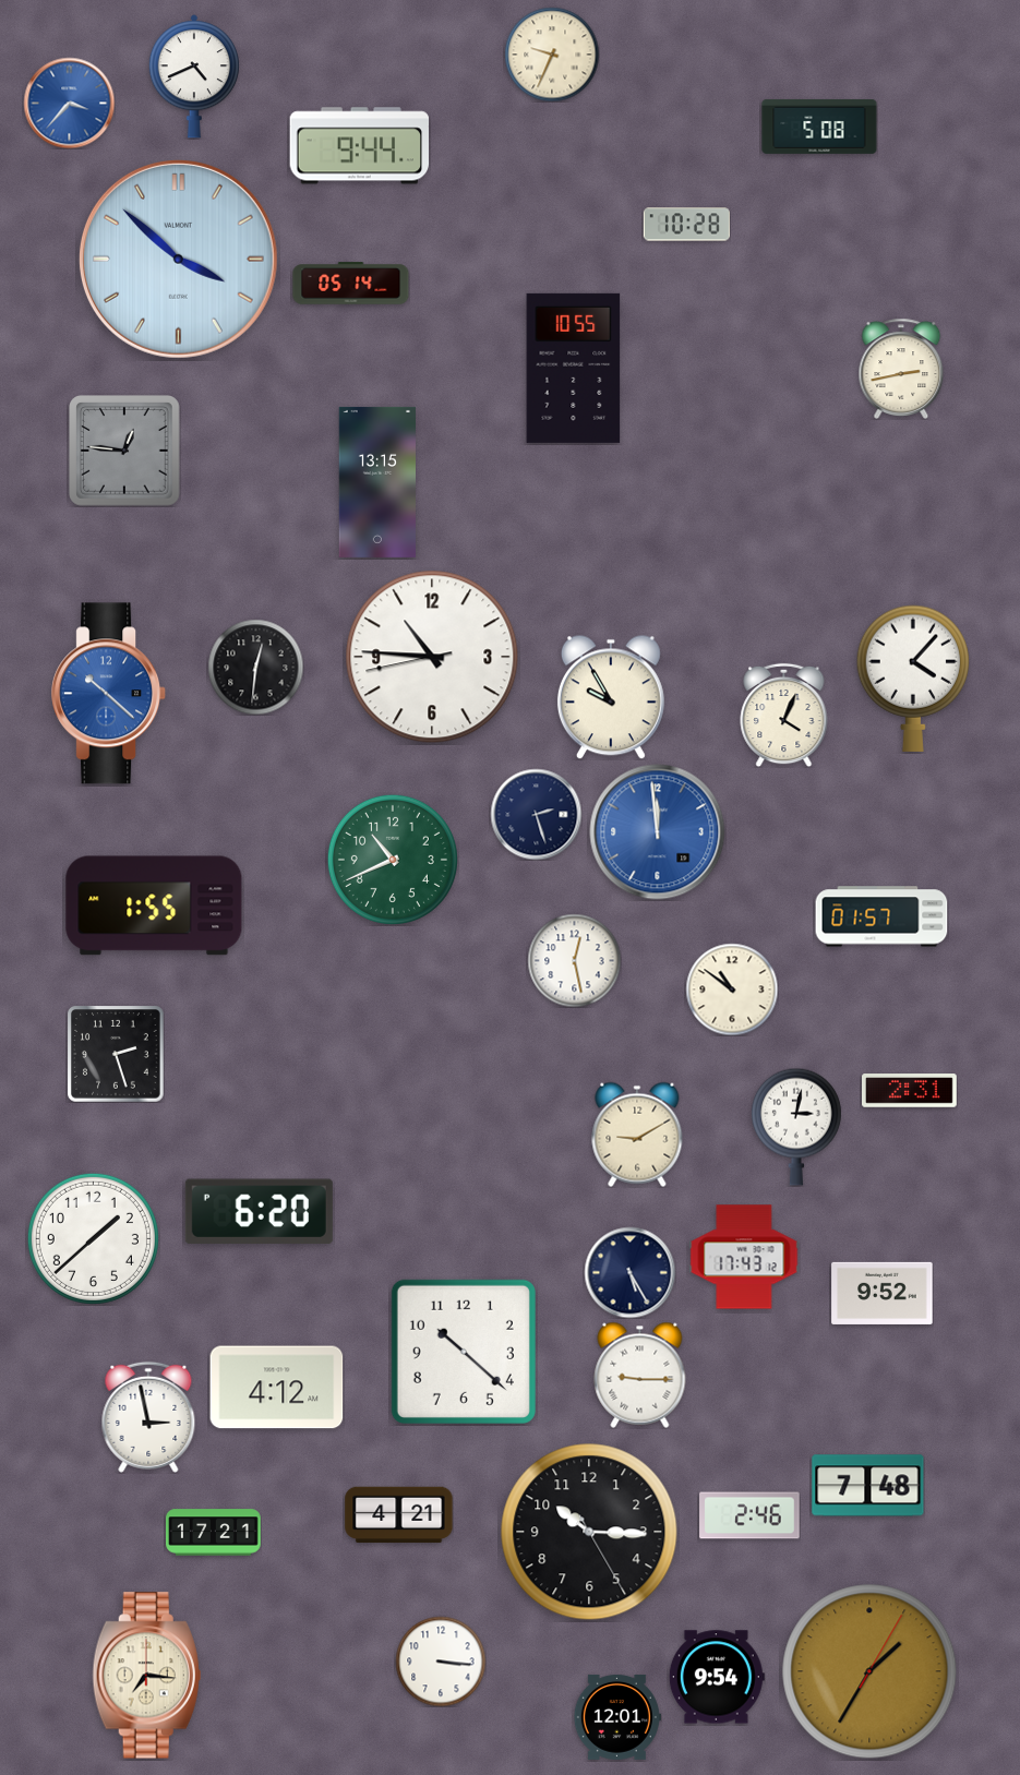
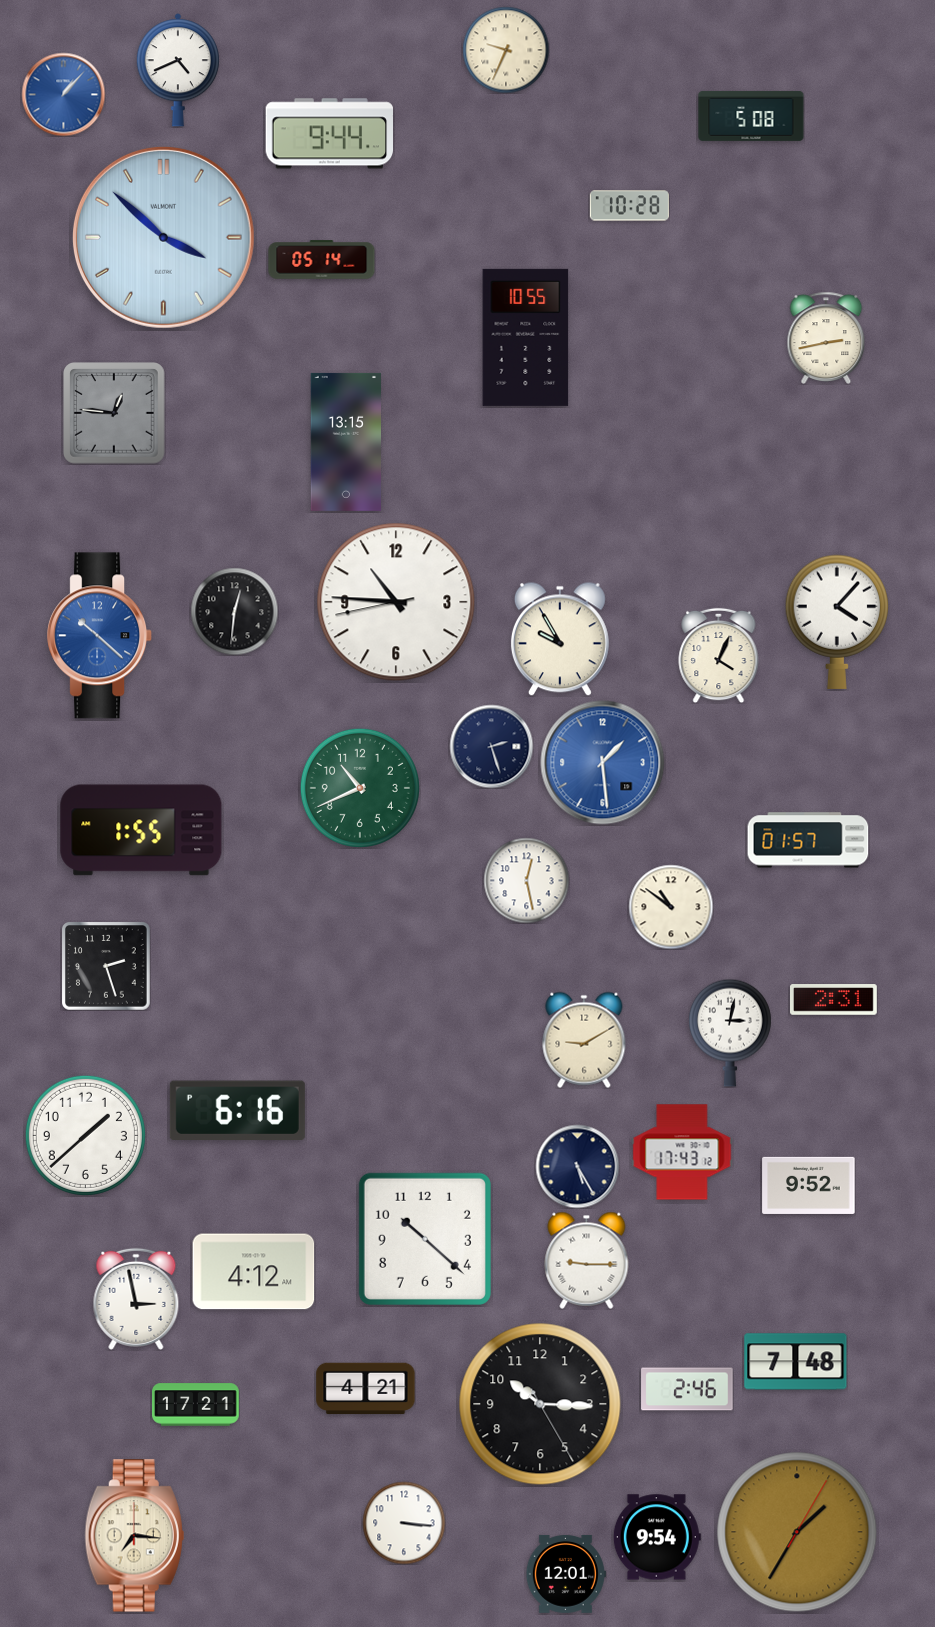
clock at (69, 103): 3:37 -> 1:07
clock at (658, 832): 11:59 -> 1:29
clock at (259, 1212): 6:20 -> 6:16
